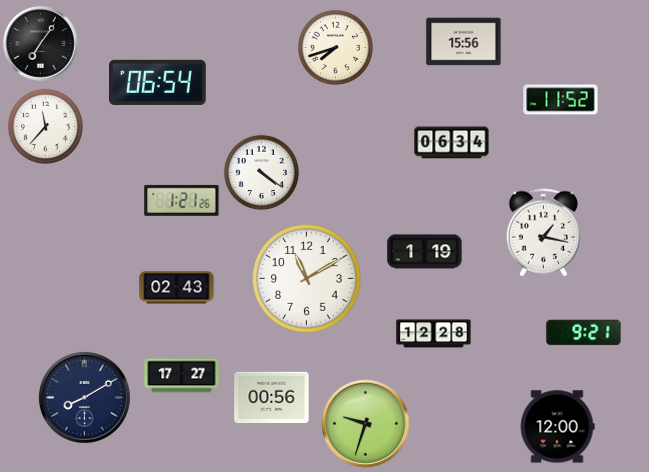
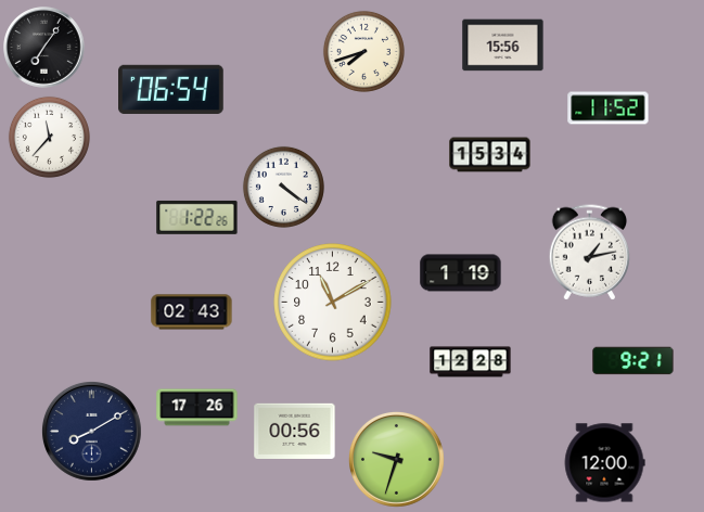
clock at (452, 143): 06:34 -> 15:34
clock at (182, 200): 1:21 -> 1:22
clock at (544, 233): 1:17 -> 1:13
clock at (182, 376): 17:27 -> 17:26
